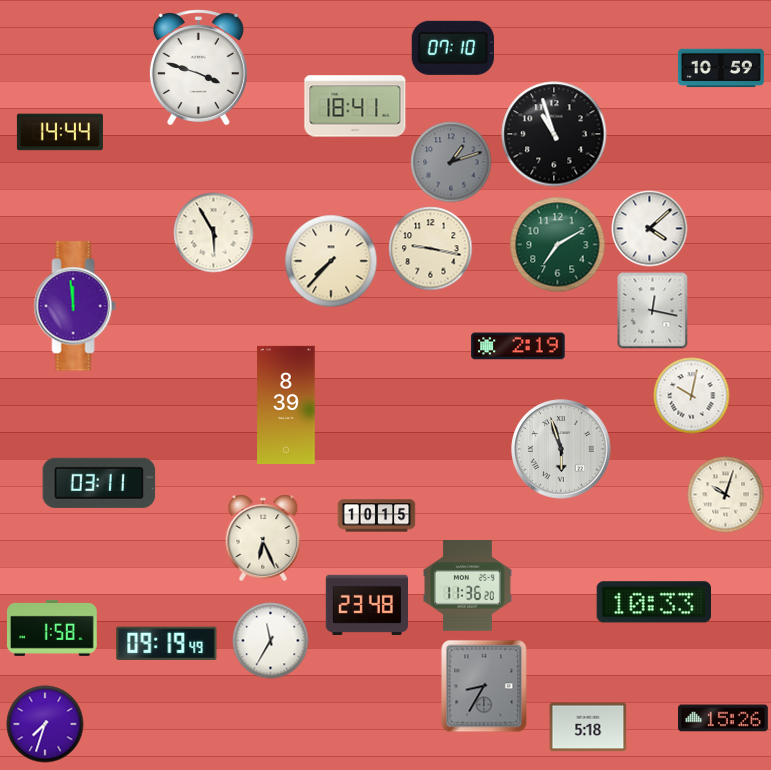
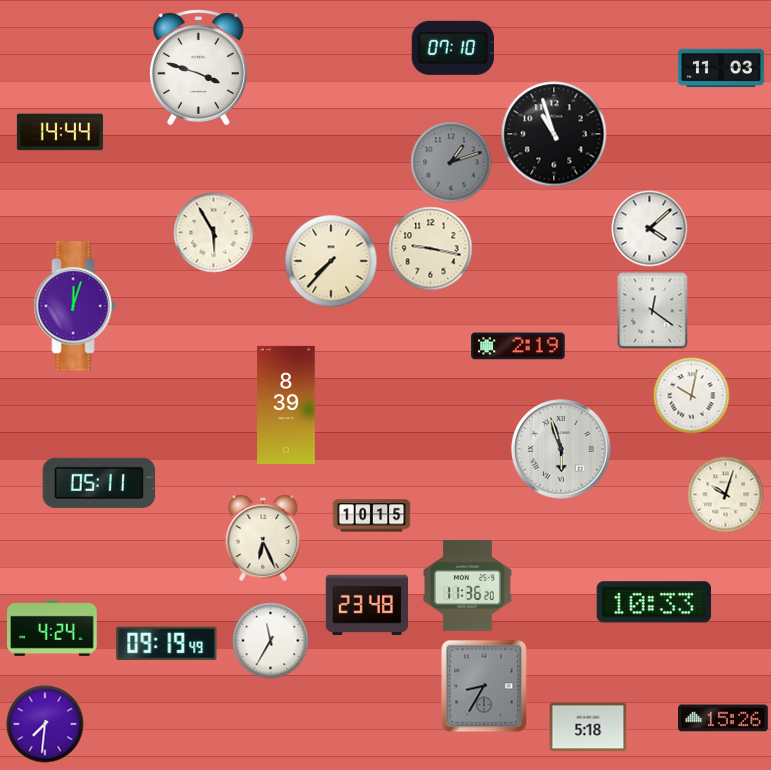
clock at (721, 68): 10:59 -> 11:03
clock at (355, 106): 18:41 -> none
clock at (558, 245): 7:10 -> none
clock at (75, 306): 11:59 -> 12:03
clock at (653, 311): 12:17 -> 12:21
clock at (99, 483): 03:11 -> 05:11
clock at (377, 516) position: (377, 516) -> (372, 516)
clock at (53, 628): 1:58 -> 4:24
clock at (45, 724): 7:33 -> 7:31
